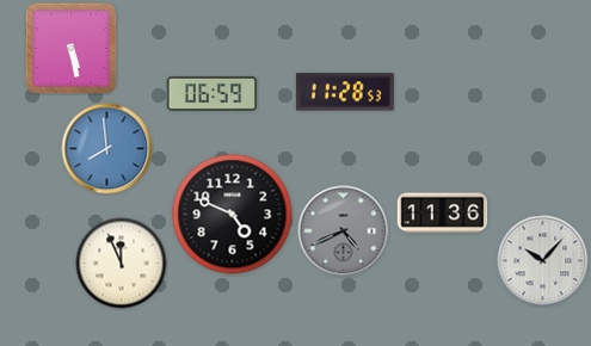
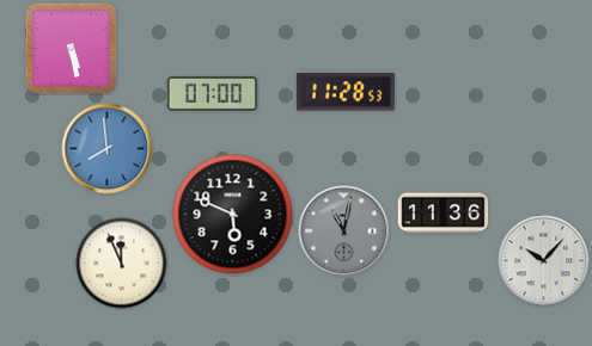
clock at (213, 93): 06:59 -> 07:00
clock at (233, 215): 4:49 -> 5:49
clock at (344, 231): 4:41 -> 11:02
